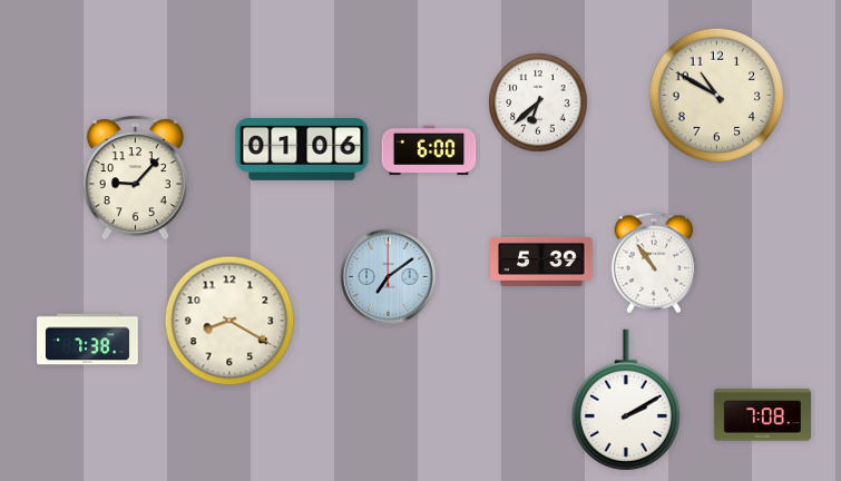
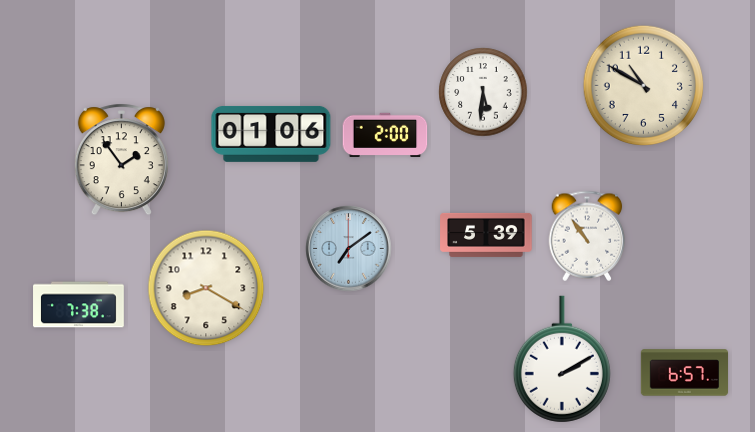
clock at (538, 102): 6:38 -> 5:31
clock at (429, 149): 6:00 -> 2:00
clock at (135, 178): 9:07 -> 1:54
clock at (763, 415): 7:08 -> 6:57
